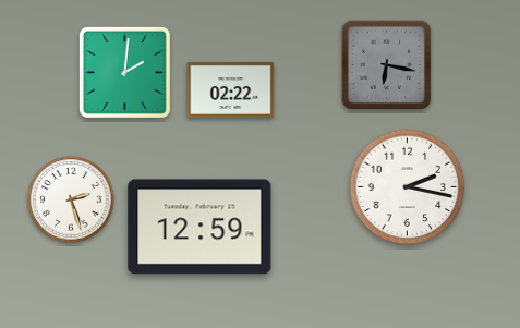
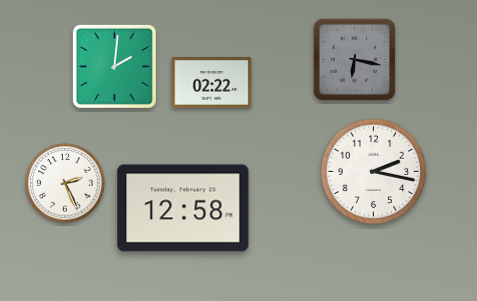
clock at (71, 199): 2:27 -> 2:26
clock at (199, 227): 12:59 -> 12:58
